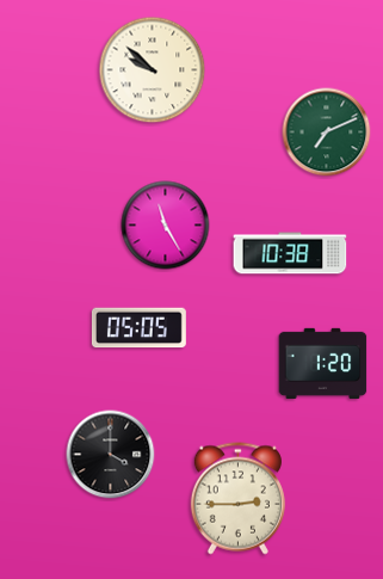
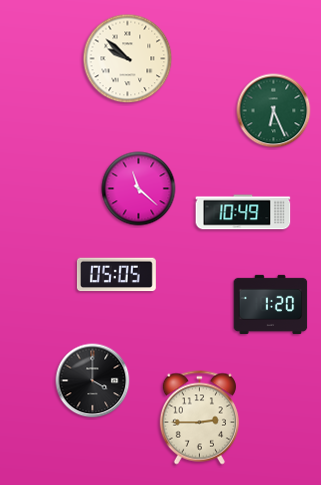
clock at (327, 133): 7:11 -> 6:26
clock at (166, 226): 11:25 -> 11:22
clock at (290, 253): 10:38 -> 10:49
